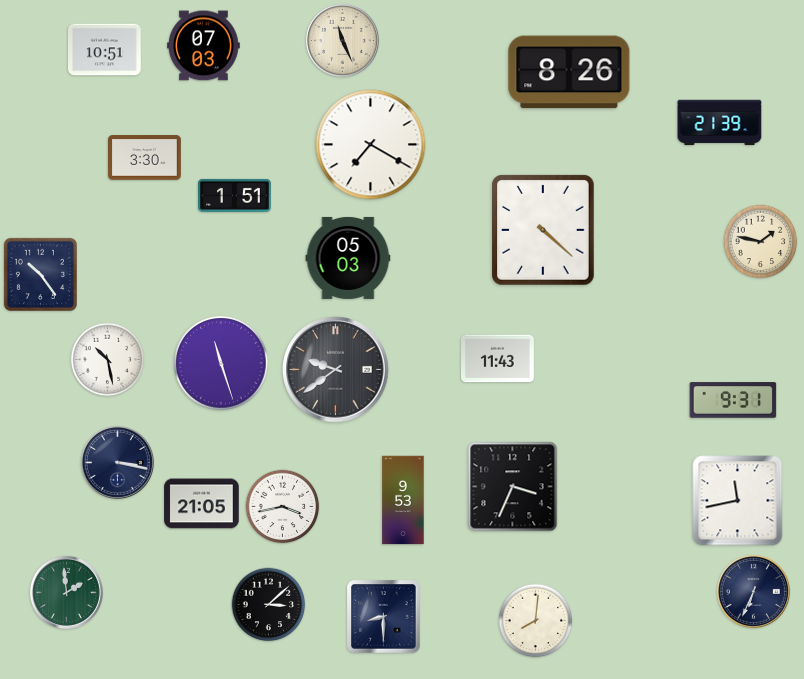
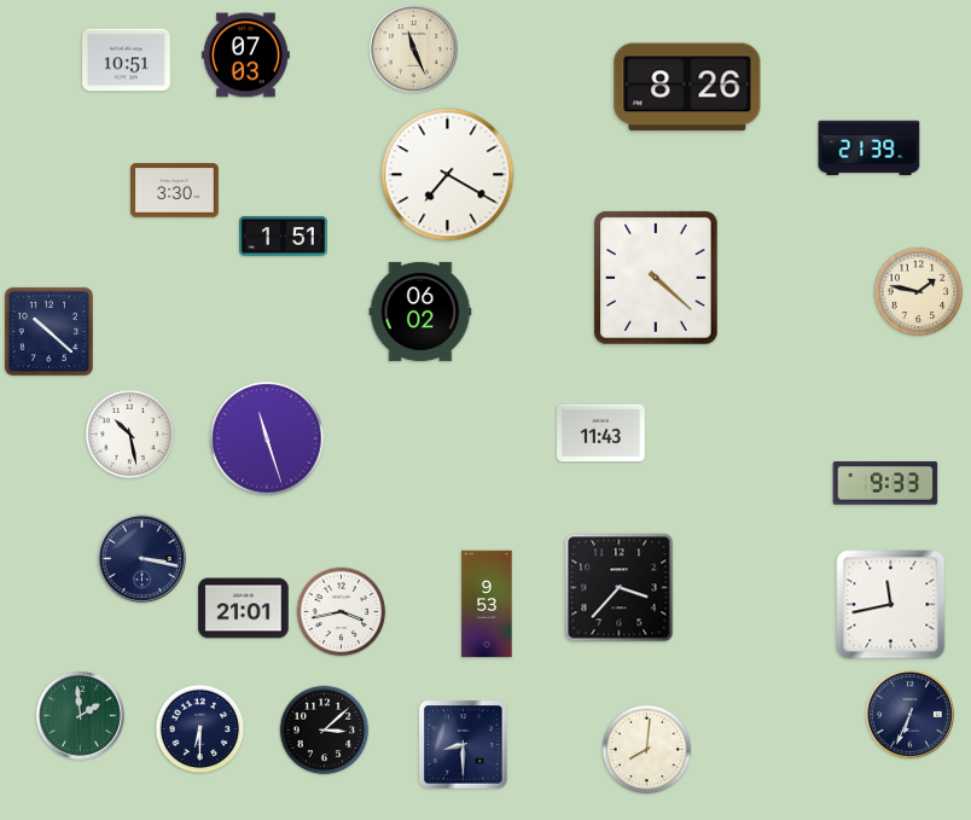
clock at (348, 258): 05:03 -> 06:02
clock at (40, 274): 10:24 -> 10:22
clock at (336, 370): 9:39 -> none
clock at (733, 400): 9:31 -> 9:33
clock at (513, 487): 3:34 -> 3:37
clock at (202, 504): 21:05 -> 21:01
clock at (200, 729): none -> 6:30
